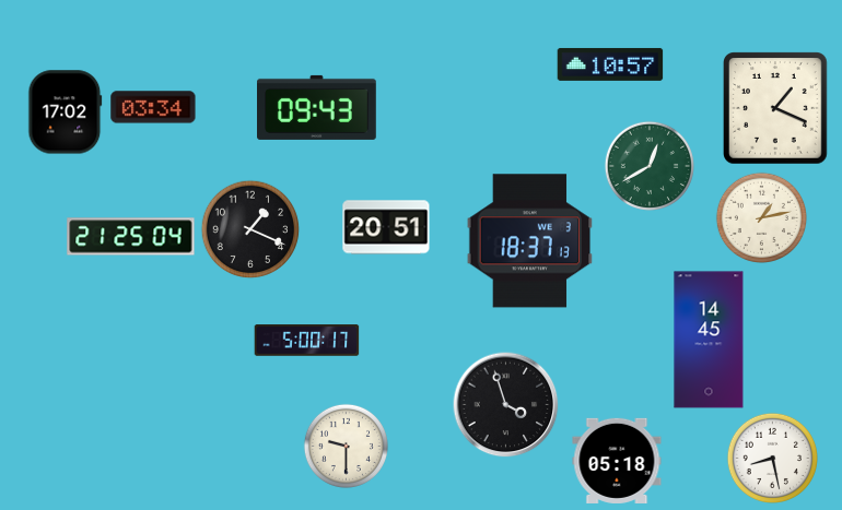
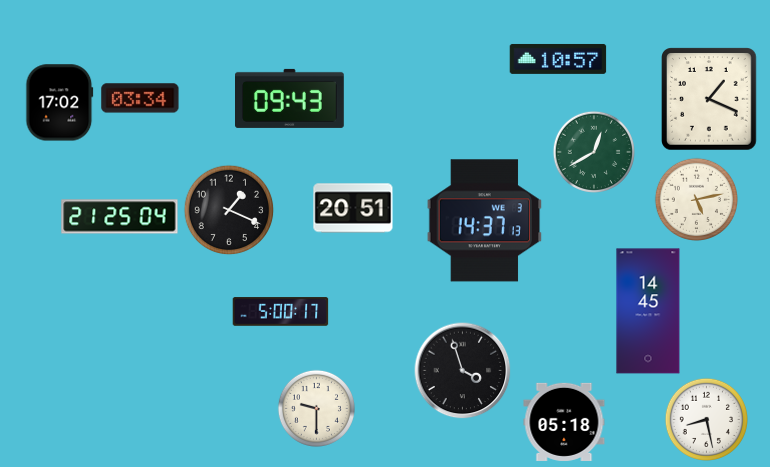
clock at (761, 217): 1:13 -> 5:13
clock at (530, 241): 18:37 -> 14:37
